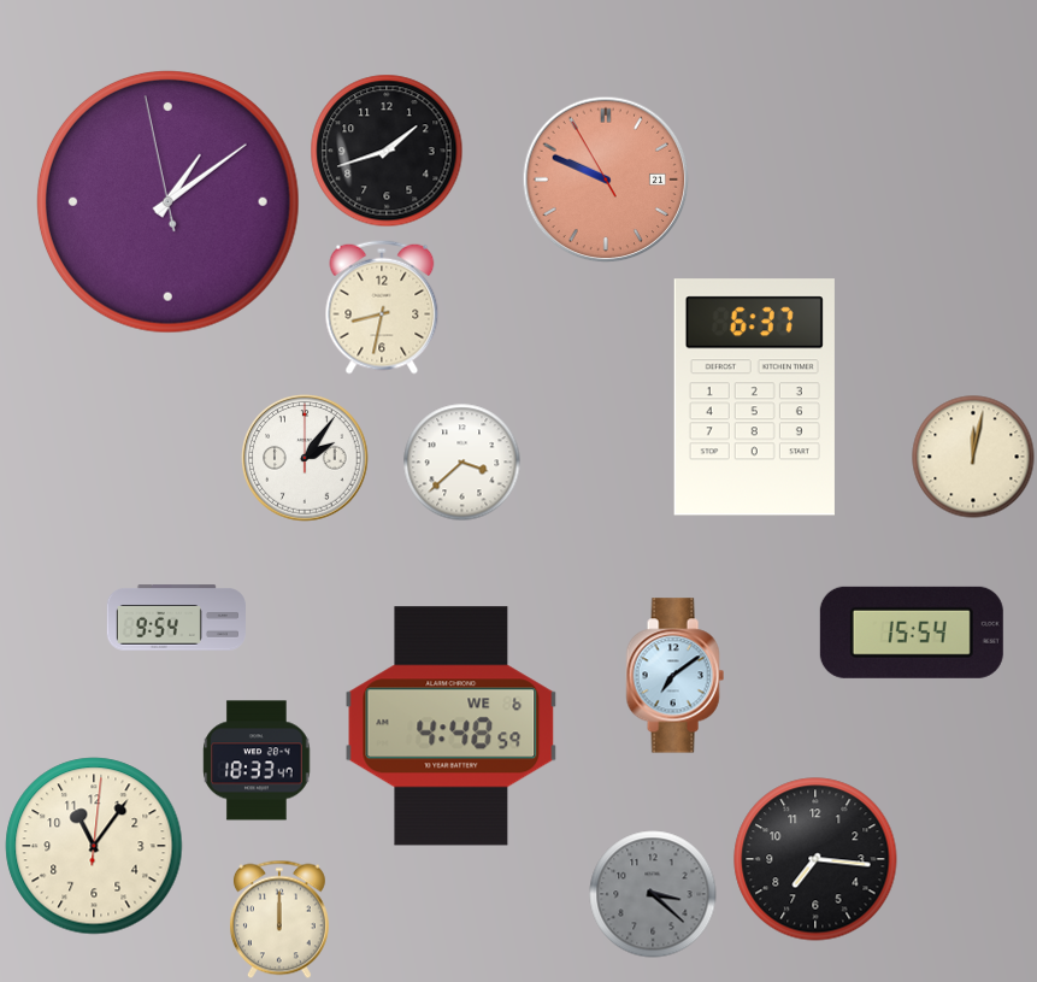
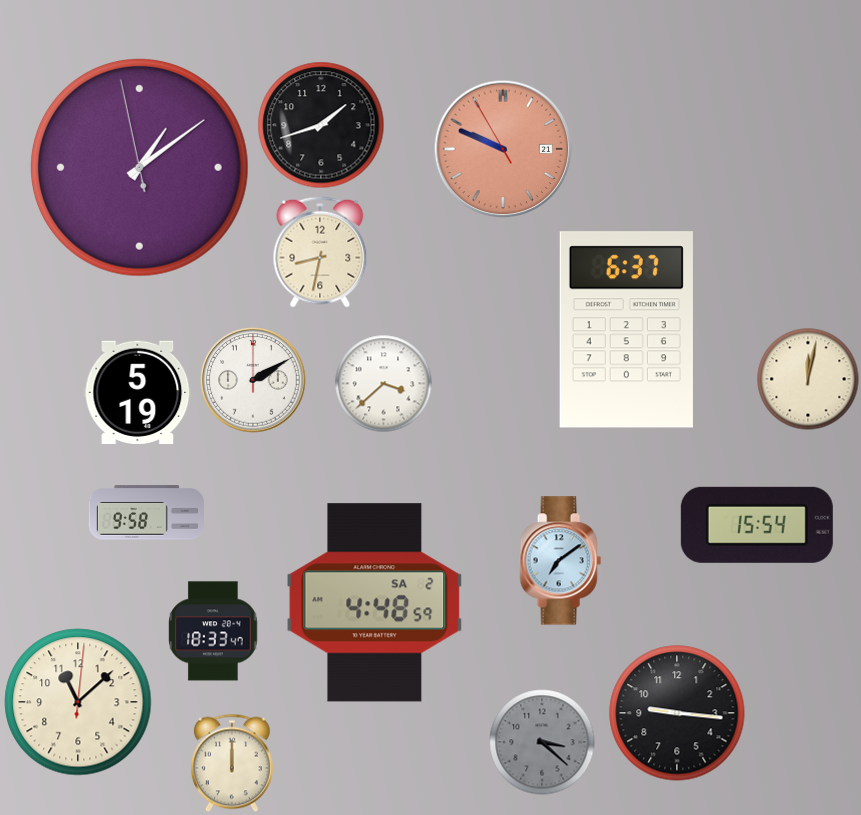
clock at (382, 307) position: (382, 307) -> (320, 252)
clock at (305, 458): 2:06 -> 2:10
clock at (138, 392): none -> 5:19
clock at (176, 618): 9:54 -> 9:58
clock at (452, 727) date: WE 6 -> SA 2
clock at (94, 846): 11:06 -> 11:08
clock at (815, 859): 7:16 -> 9:16
